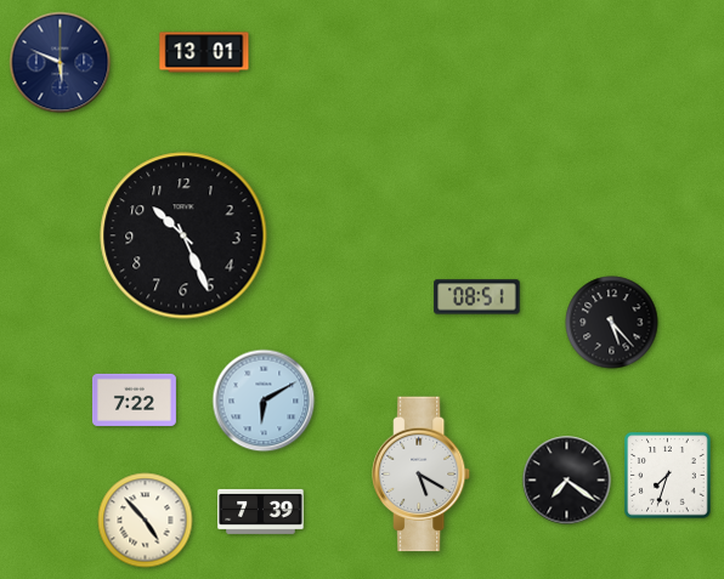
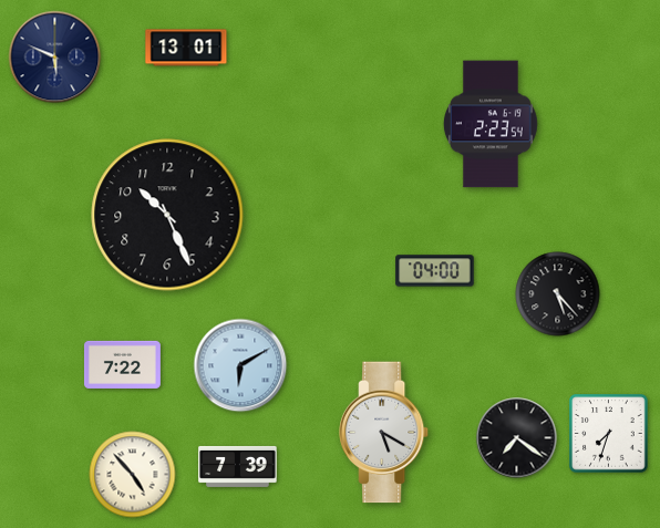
clock at (491, 124): none -> 2:23
clock at (477, 297): 08:51 -> 04:00
